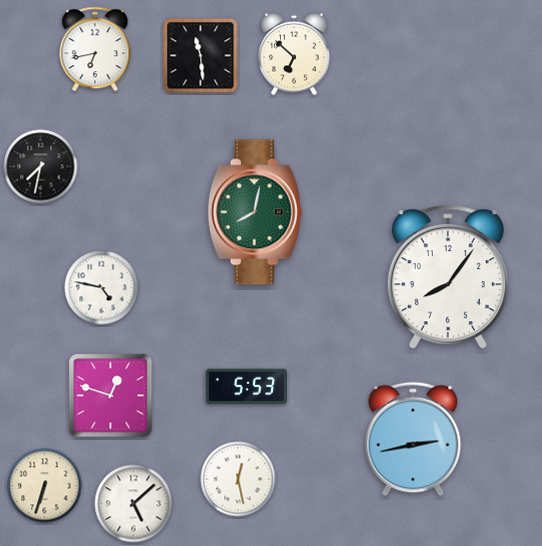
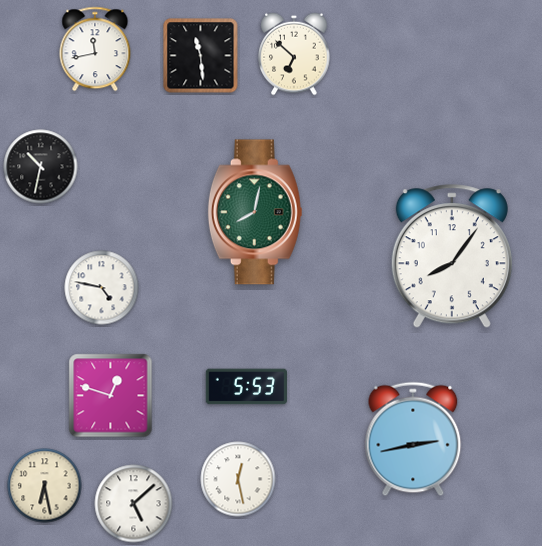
clock at (95, 49): 6:43 -> 11:43
clock at (41, 167): 7:32 -> 10:32
clock at (448, 278) position: (448, 278) -> (452, 257)
clock at (45, 486): 6:33 -> 6:28
